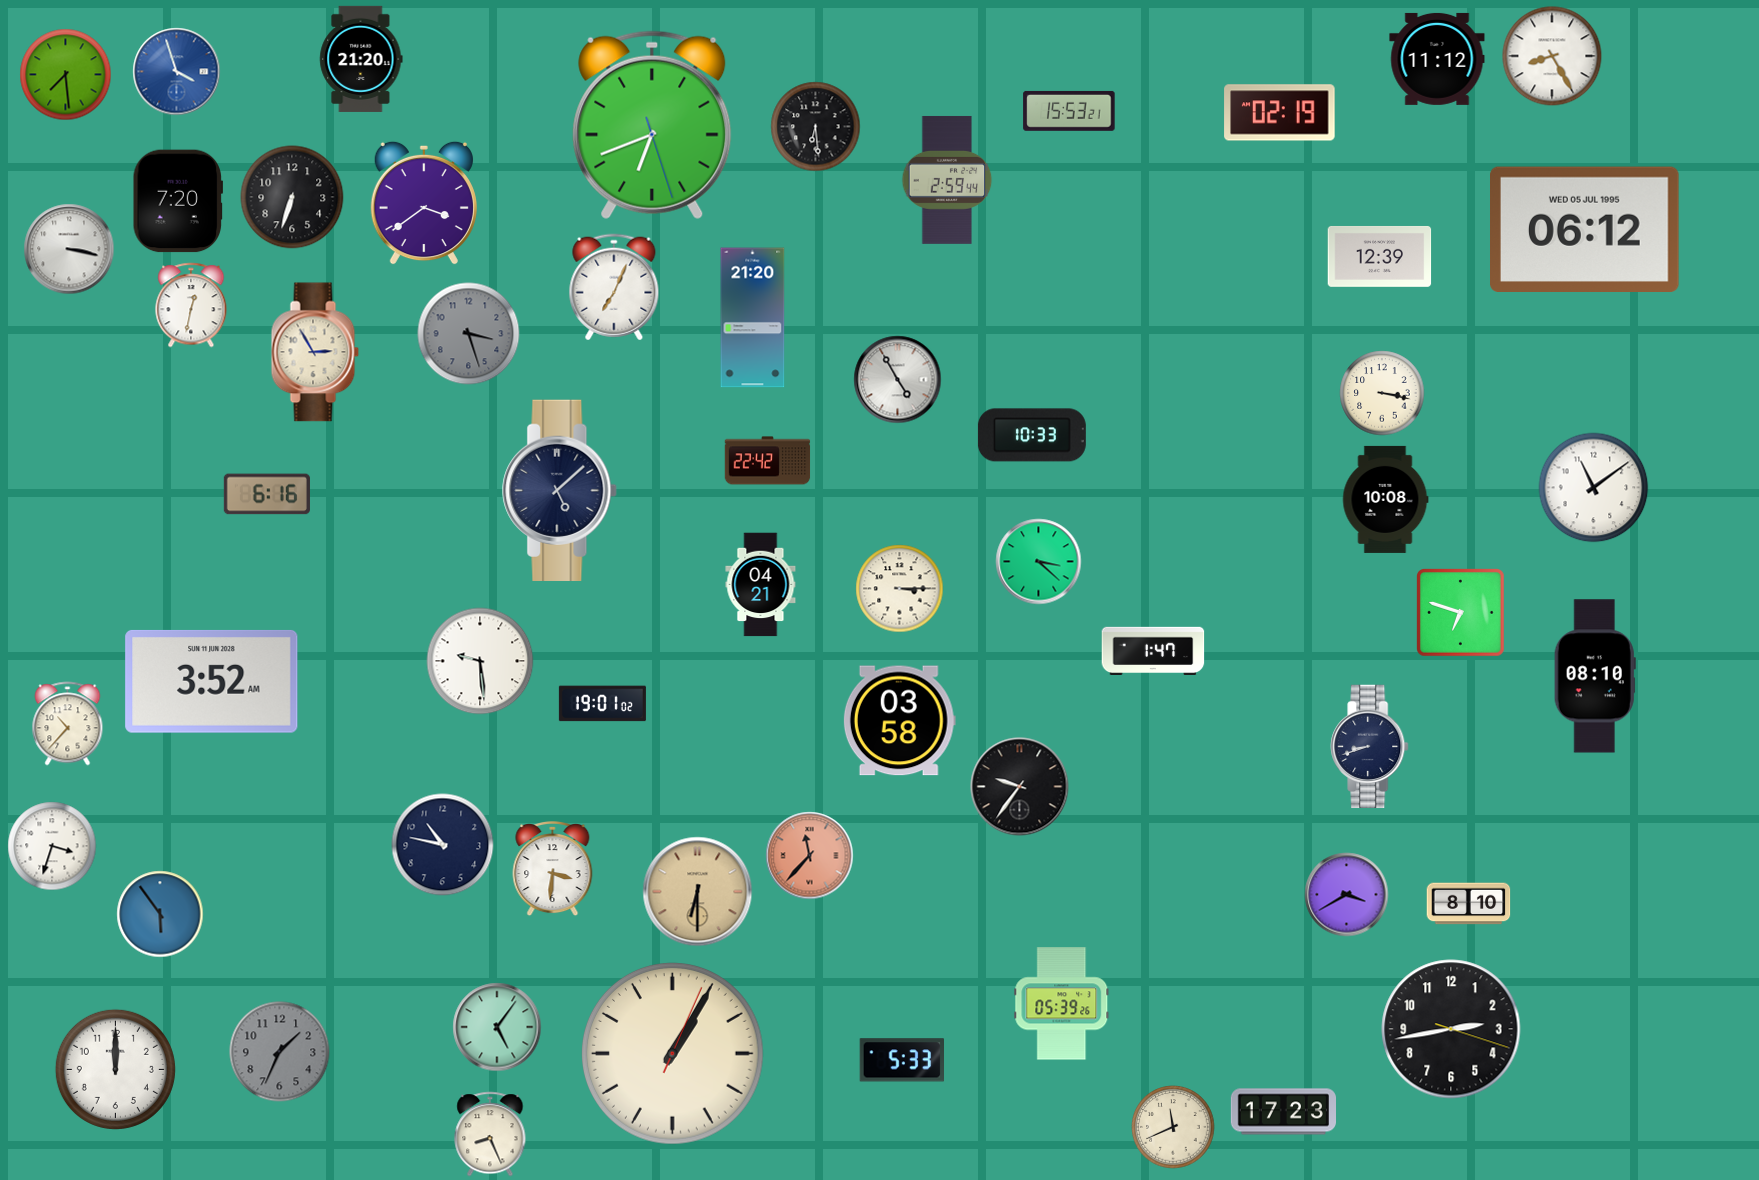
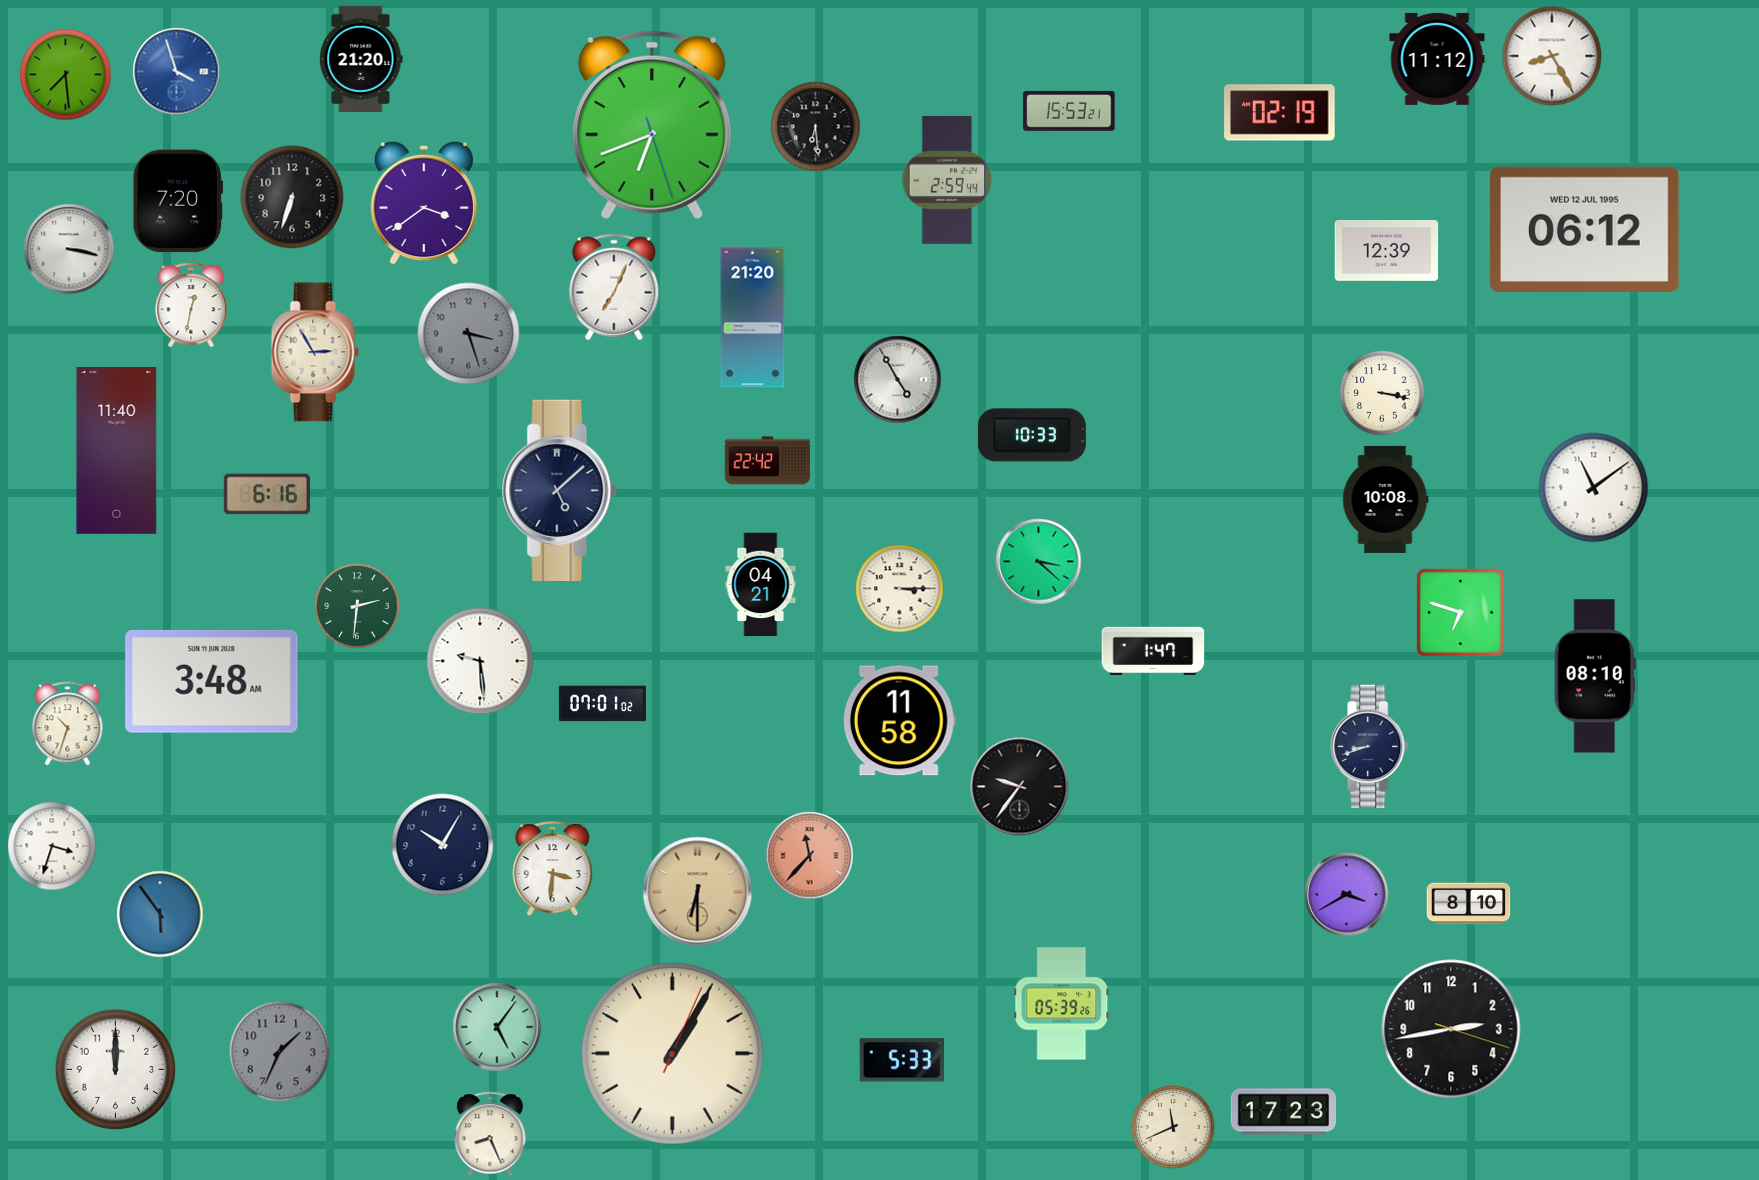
clock at (1585, 229) date: WED 05 JUL 1995 -> WED 12 JUL 1995
clock at (1380, 256) position: (1380, 256) -> (1387, 250)
clock at (117, 450): none -> 11:40
clock at (357, 606): none -> 2:31
clock at (212, 681): 3:52 -> 3:48
clock at (602, 704): 19:01 -> 07:01
clock at (899, 721): 03:58 -> 11:58
clock at (68, 724): 10:37 -> 10:33
clock at (443, 845): 10:47 -> 10:05
